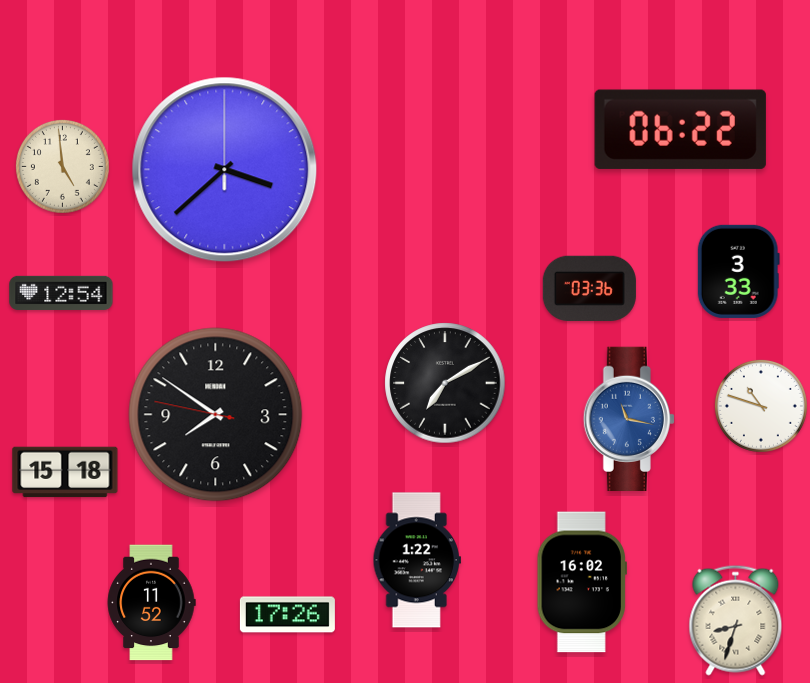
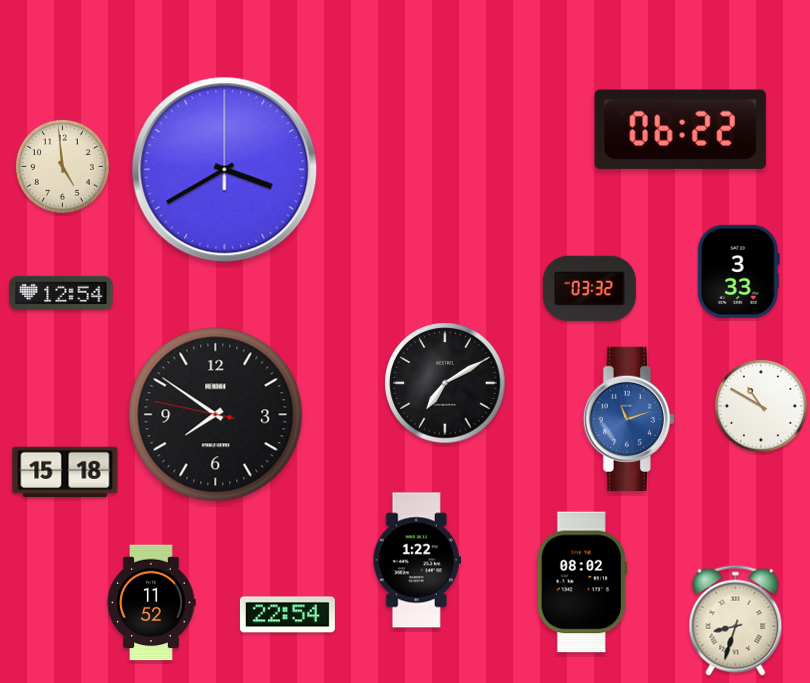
clock at (225, 170): 3:38 -> 3:40
clock at (589, 288): 03:36 -> 03:32
clock at (761, 406): 10:48 -> 10:50
clock at (628, 418): 11:17 -> 11:12
clock at (581, 582): 16:02 -> 08:02
clock at (287, 615): 17:26 -> 22:54
